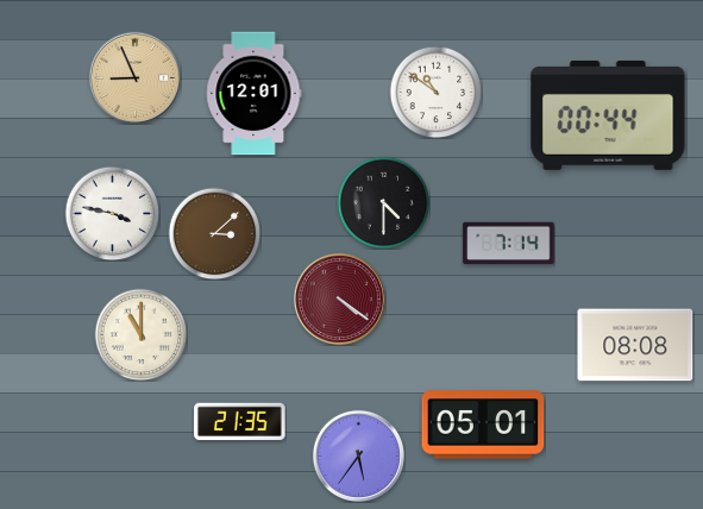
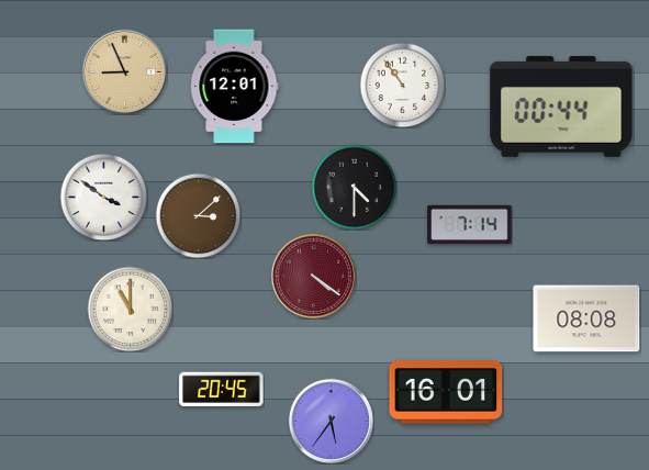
clock at (435, 92): 10:51 -> 10:54
clock at (112, 213): 3:47 -> 3:51
clock at (240, 421): 21:35 -> 20:45
clock at (483, 425): 05:01 -> 16:01
